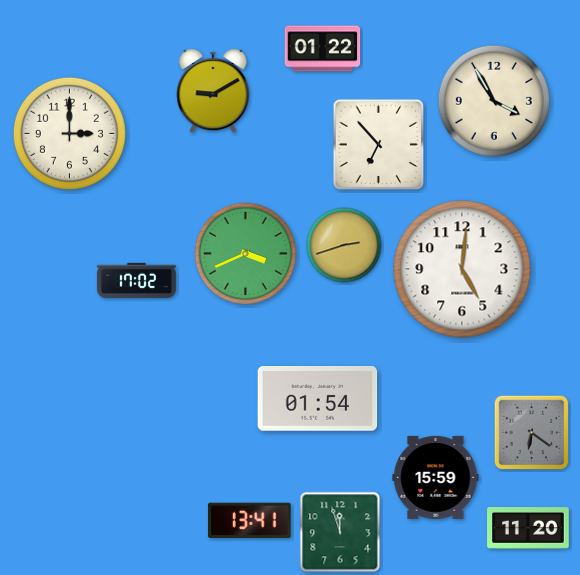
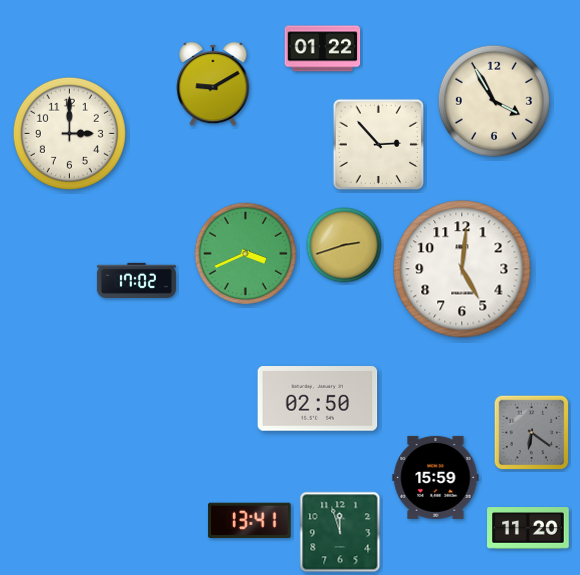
clock at (213, 91) position: (213, 91) -> (213, 84)
clock at (378, 144): 6:53 -> 2:53
clock at (318, 399): 01:54 -> 02:50
